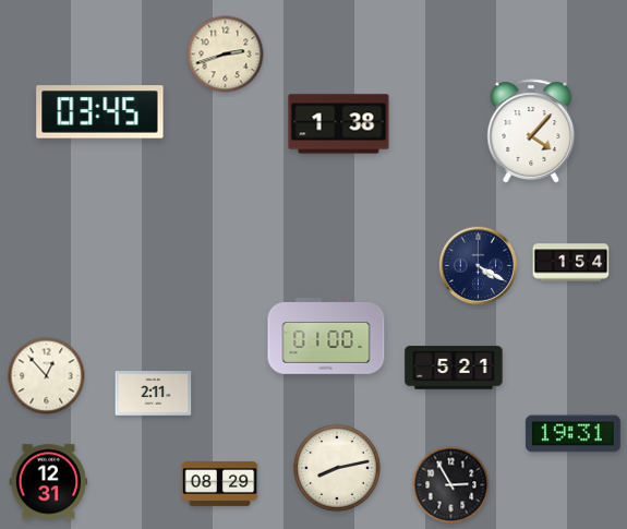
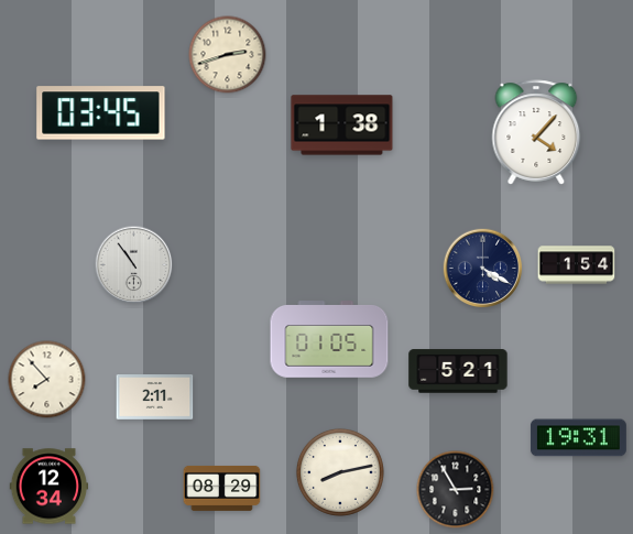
clock at (134, 265): none -> 10:54
clock at (326, 336): 01:00 -> 01:05
clock at (47, 376): 12:53 -> 7:53
clock at (49, 482): 12:31 -> 12:34
